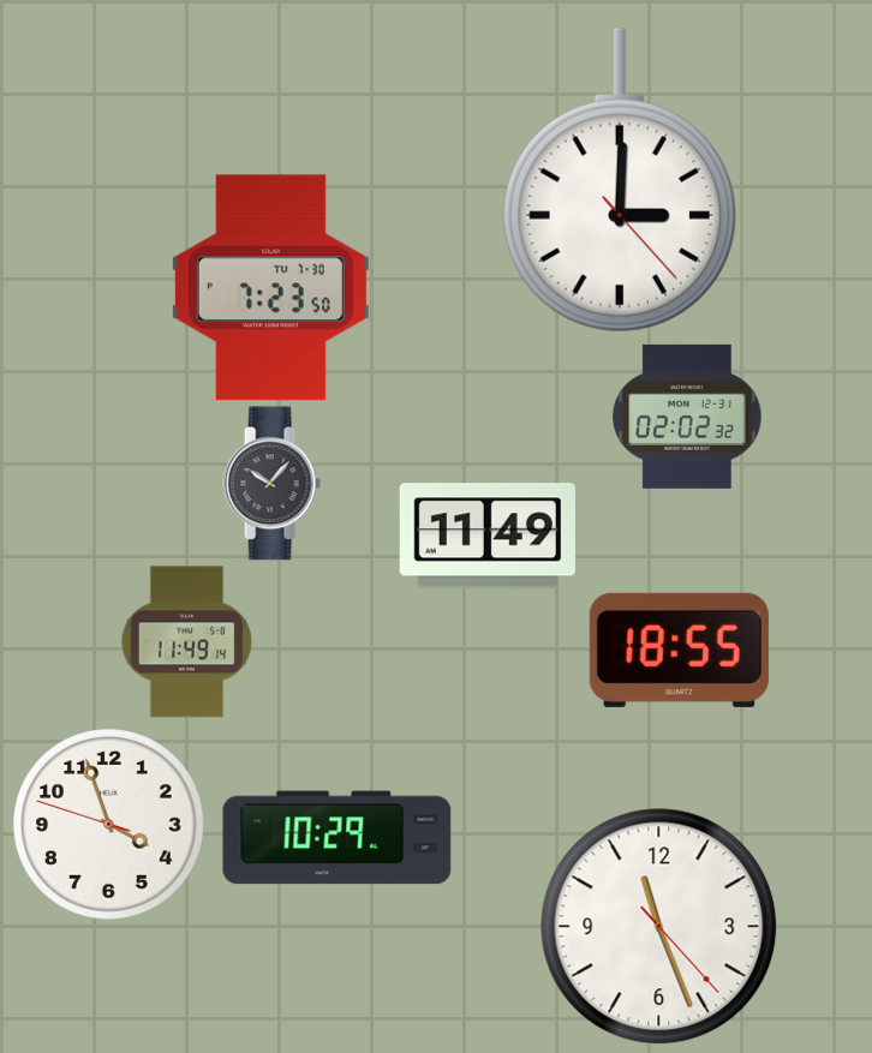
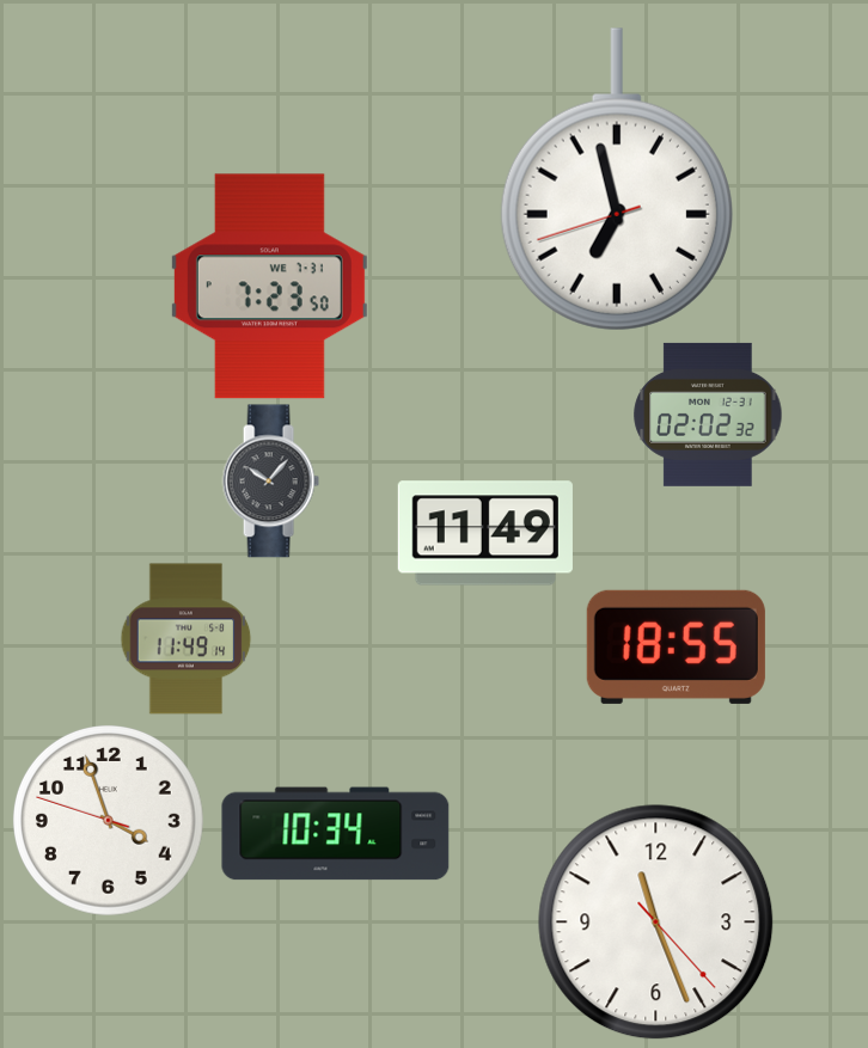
clock at (620, 180): 3:00 -> 6:57
clock at (270, 288) date: TU 7-30 -> WE 7-31
clock at (687, 417) position: (687, 417) -> (708, 415)
clock at (338, 838): 10:29 -> 10:34
